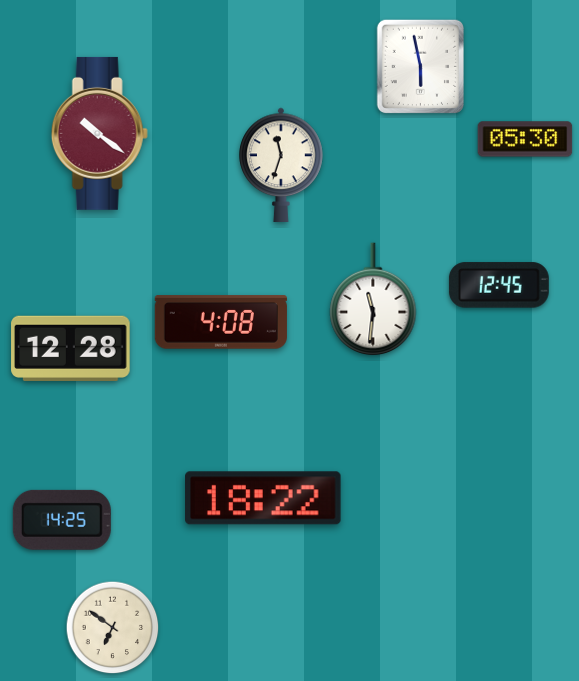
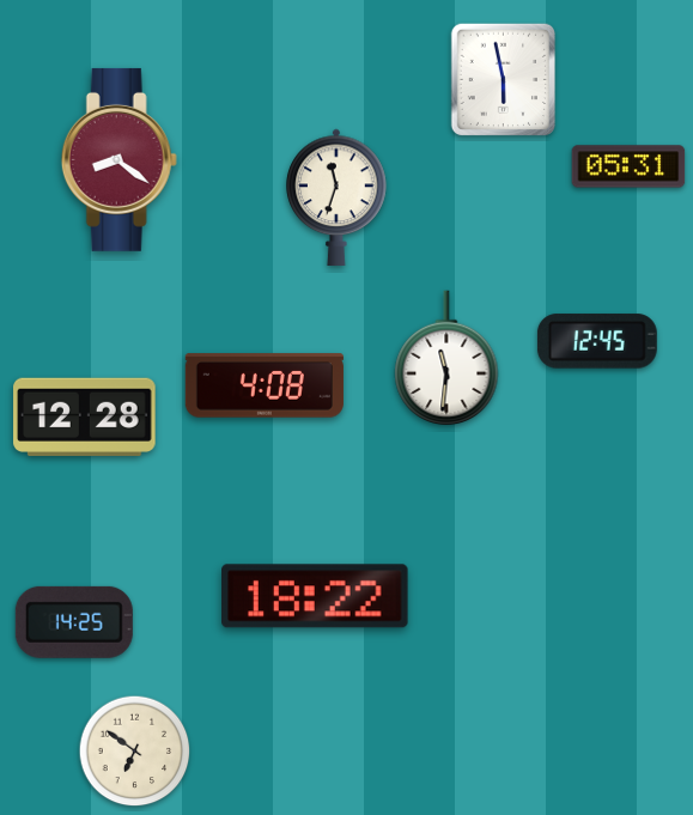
clock at (99, 133): 10:21 -> 8:21
clock at (525, 139): 05:30 -> 05:31
